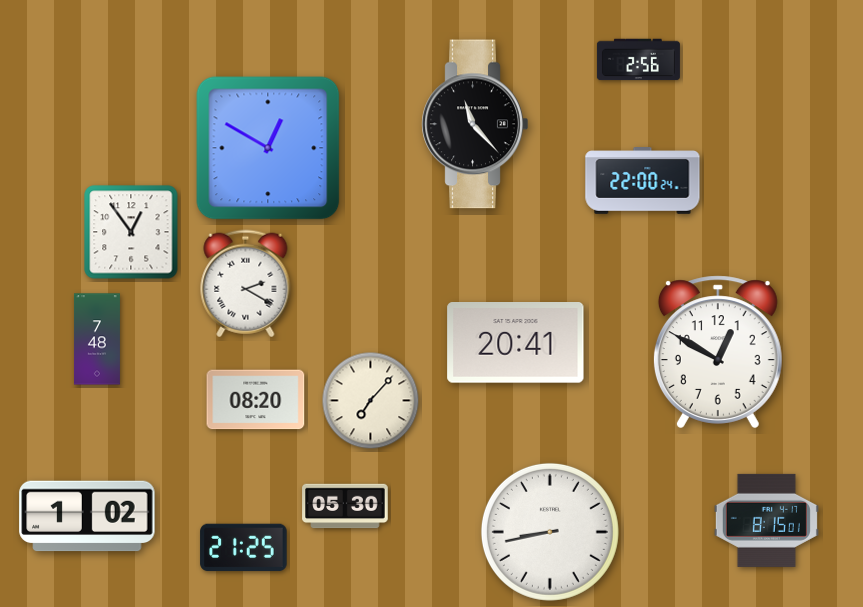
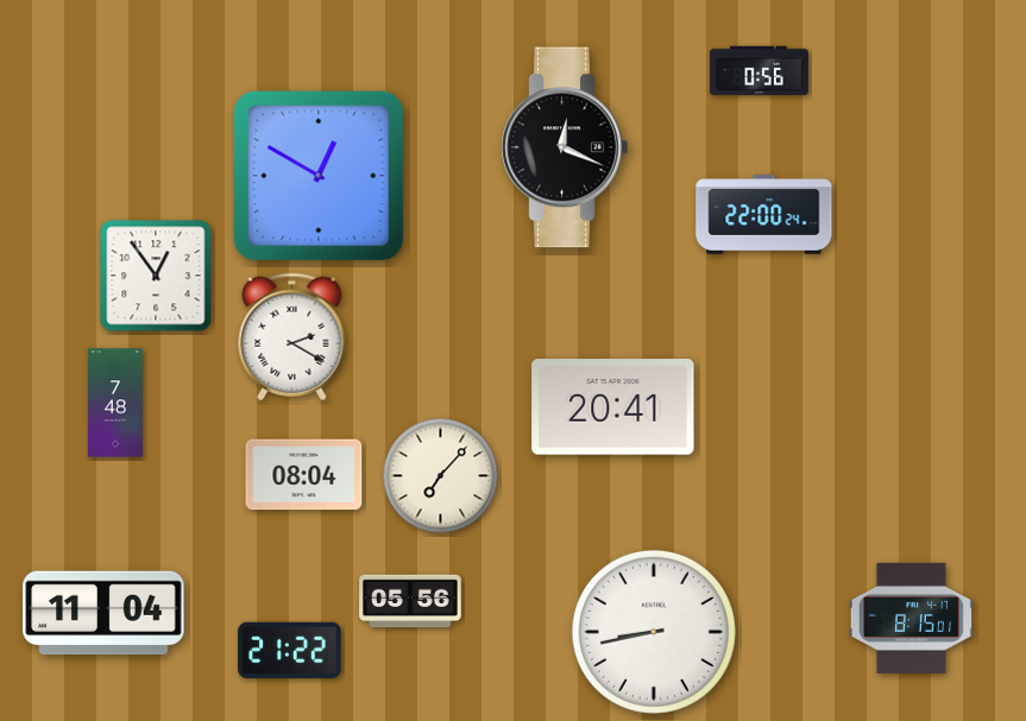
clock at (638, 60): 2:56 -> 0:56
clock at (475, 124): 11:23 -> 12:19
clock at (718, 352): 12:50 -> none
clock at (256, 400): 08:20 -> 08:04
clock at (345, 506): 05:30 -> 05:56
clock at (87, 516): 1:02 -> 11:04
clock at (244, 548): 21:25 -> 21:22
